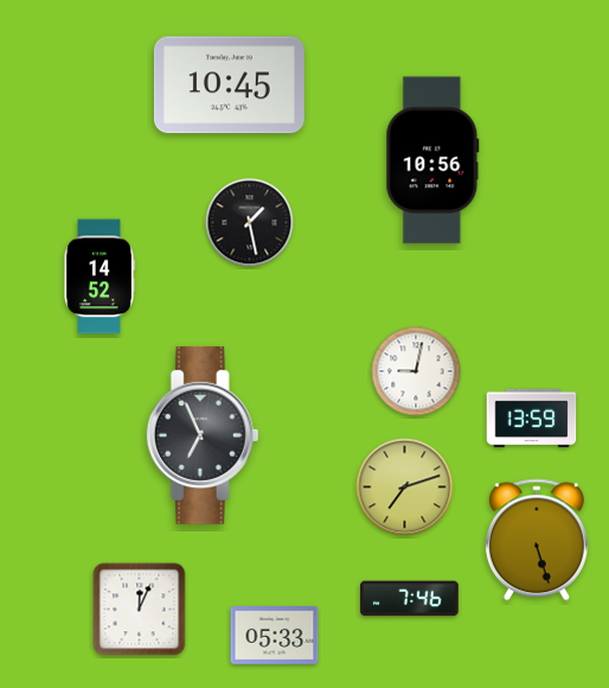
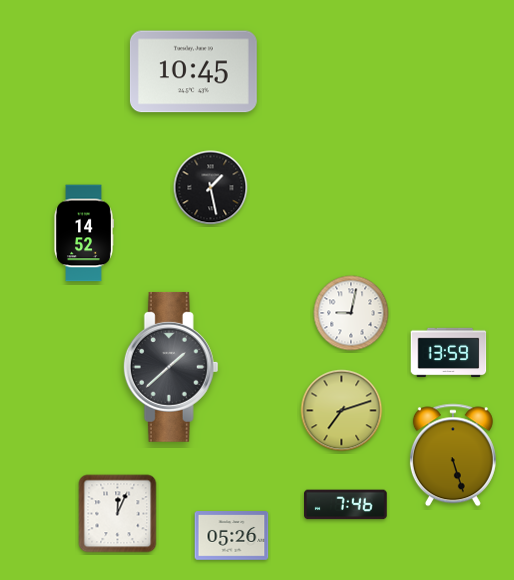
clock at (432, 160): 10:56 -> none
clock at (203, 435): 6:56 -> 1:38
clock at (275, 636): 05:33 -> 05:26
